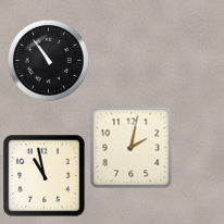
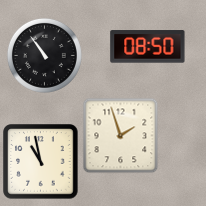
clock at (148, 47): none -> 08:50
clock at (132, 148): 2:02 -> 1:57
